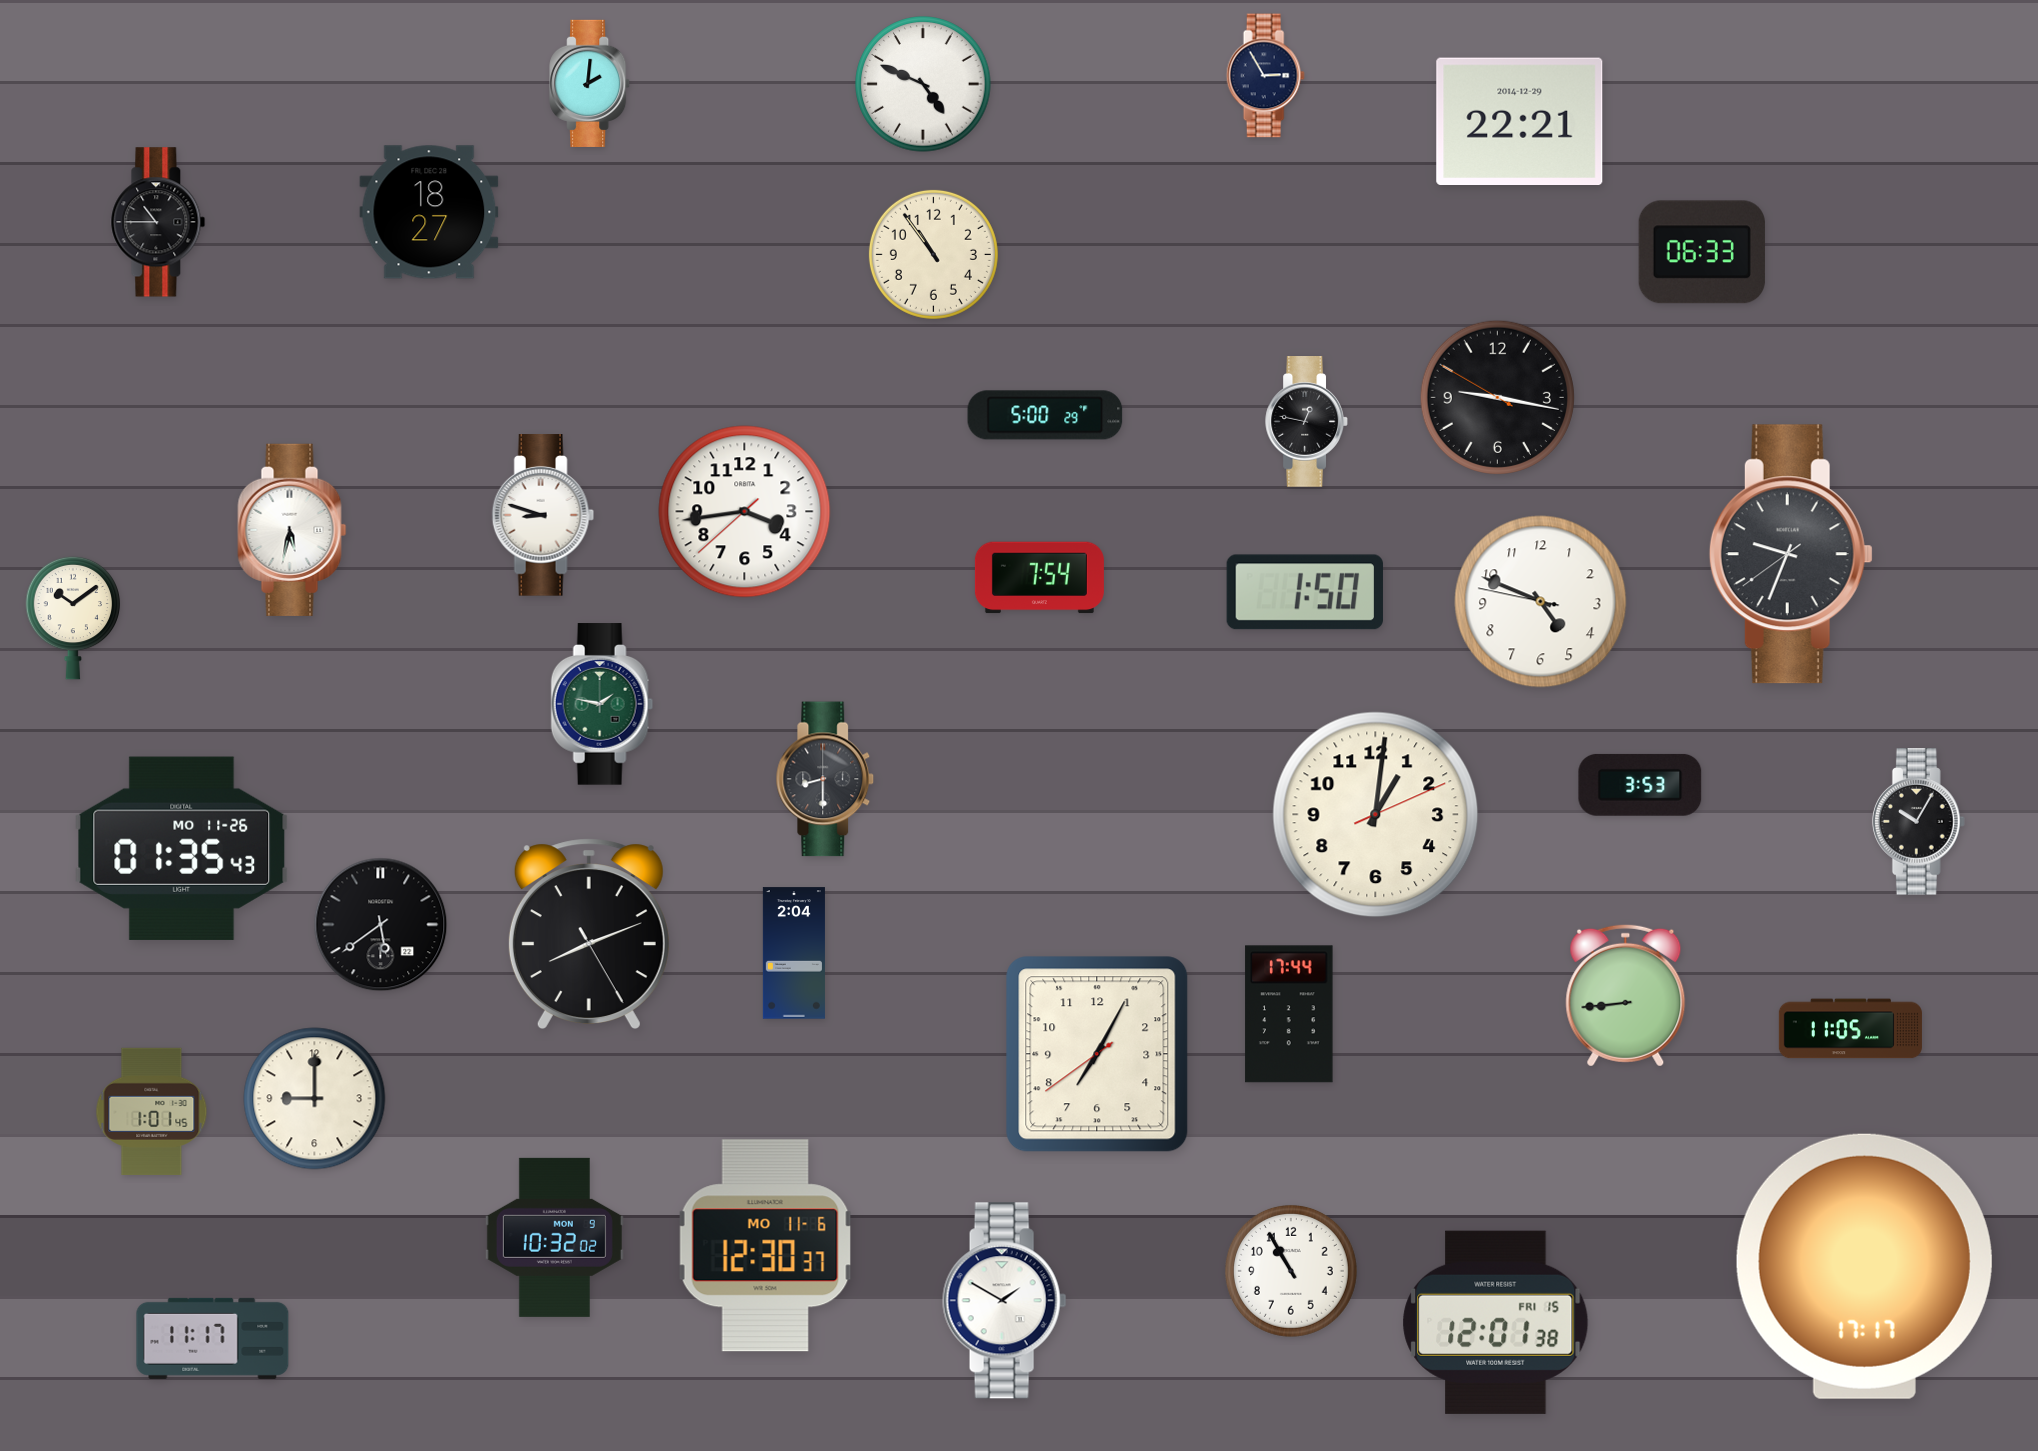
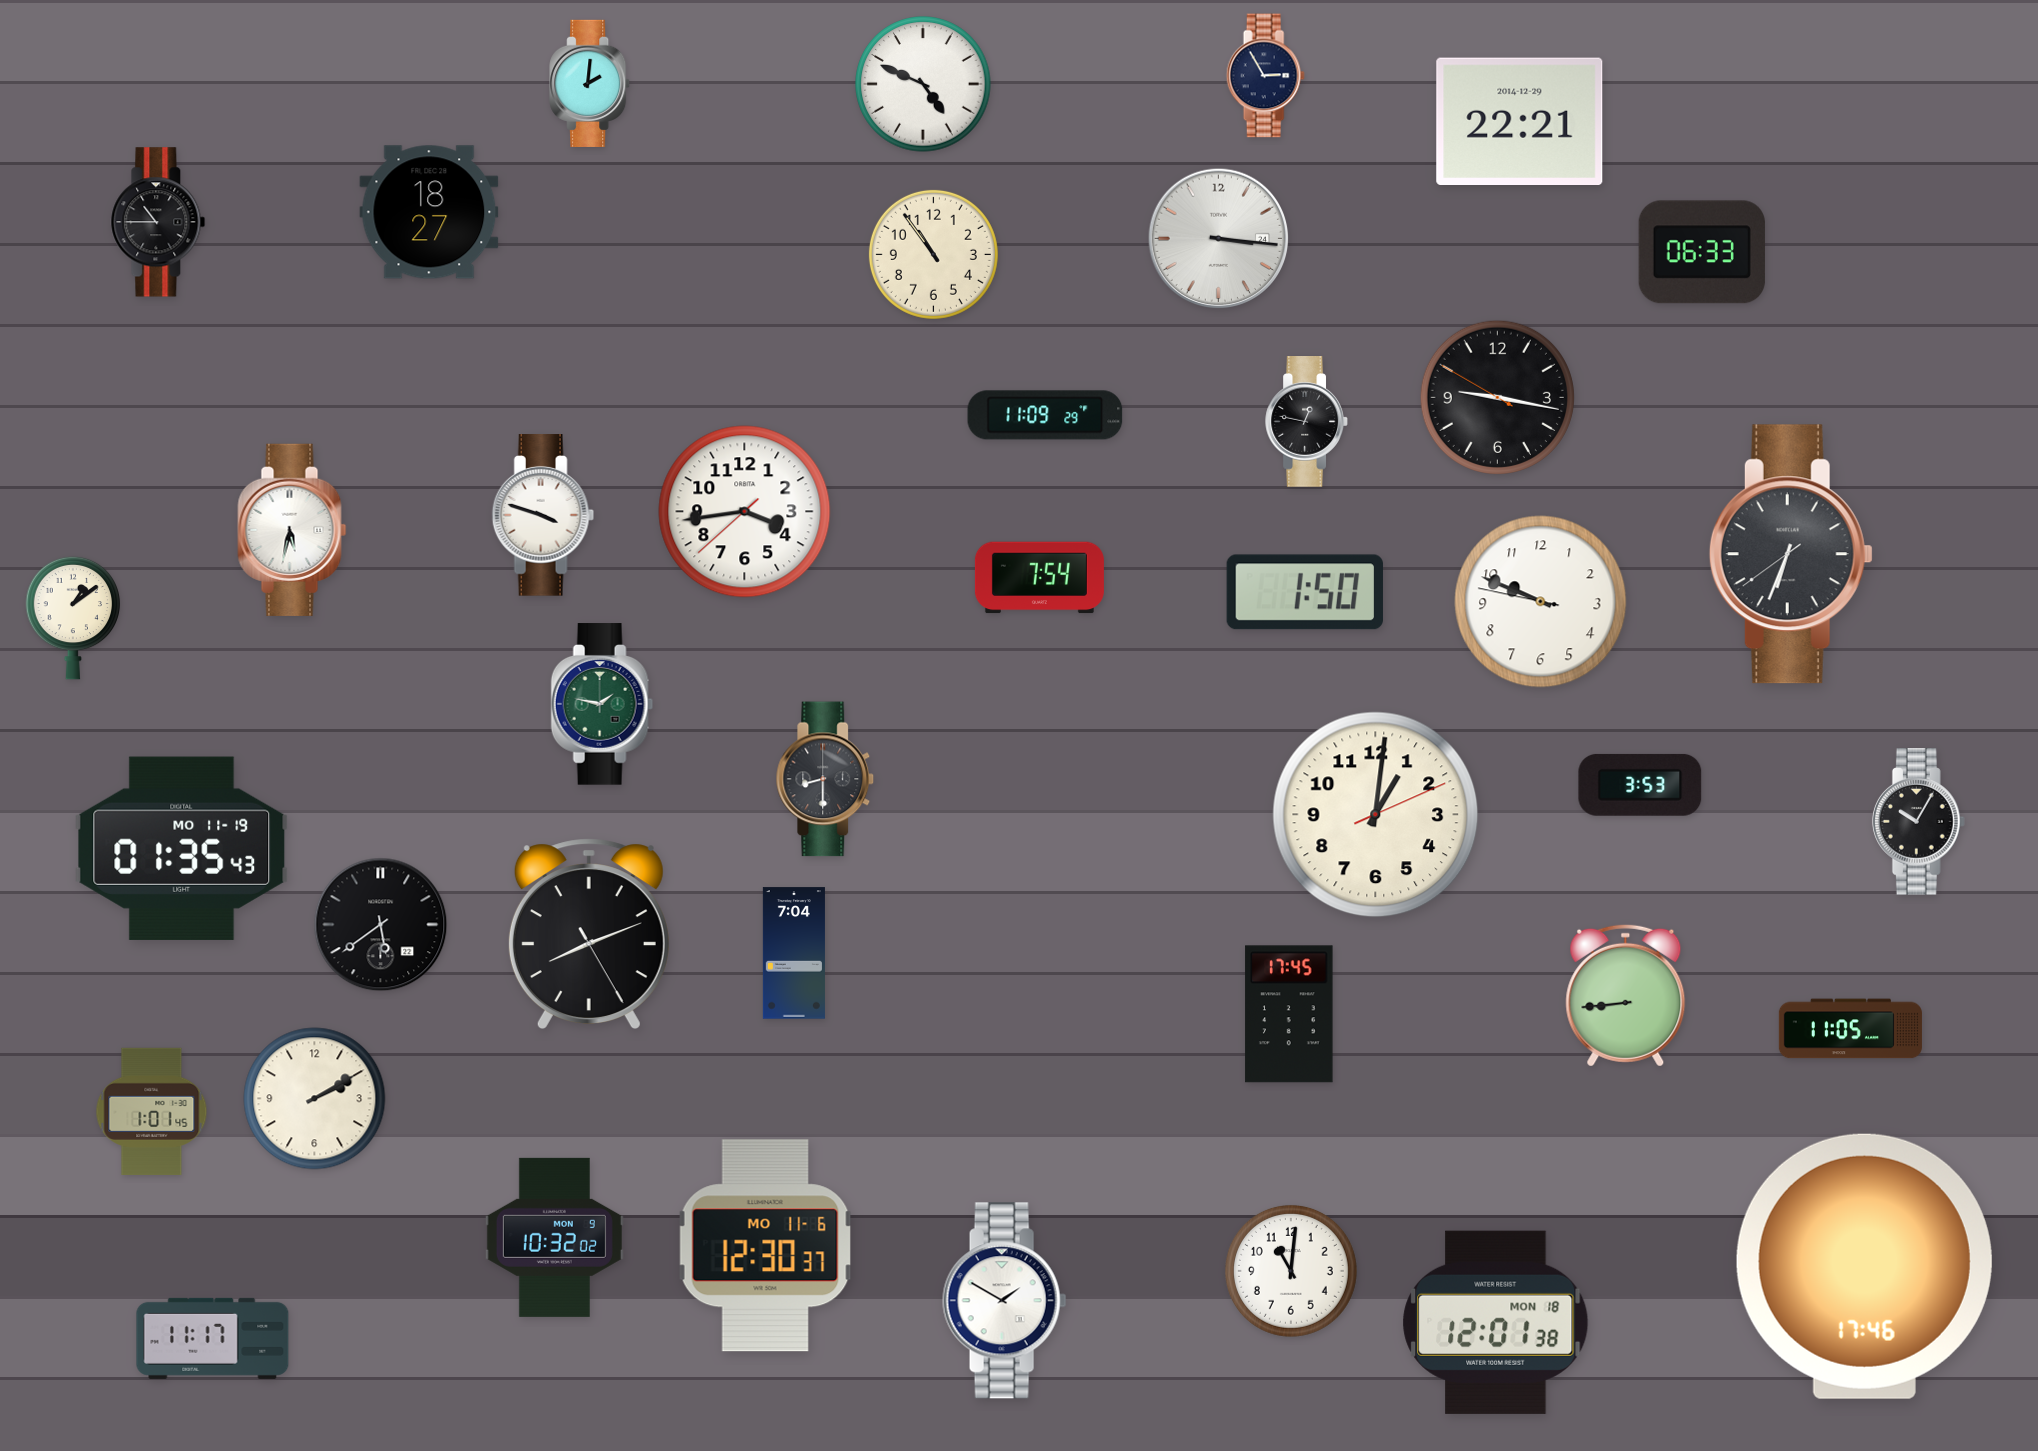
clock at (1219, 239): none -> 3:16
clock at (1045, 415): 5:00 -> 11:09
clock at (543, 515): 8:48 -> 3:48
clock at (1791, 554): 9:33 -> 6:33
clock at (1541, 602): 4:48 -> 9:48
clock at (73, 618): 10:09 -> 1:09
clock at (182, 848) date: MO 11-26 -> MO 11-19
clock at (794, 953): 2:04 -> 7:04
clock at (1289, 1014): 17:44 -> 17:45
clock at (1097, 1054): 7:04 -> none
clock at (315, 1099): 9:00 -> 2:10
clock at (1864, 1266): 17:17 -> 17:46
clock at (1291, 1271): 10:55 -> 11:01
clock at (1496, 1322) date: FRI 15 -> MON 18
